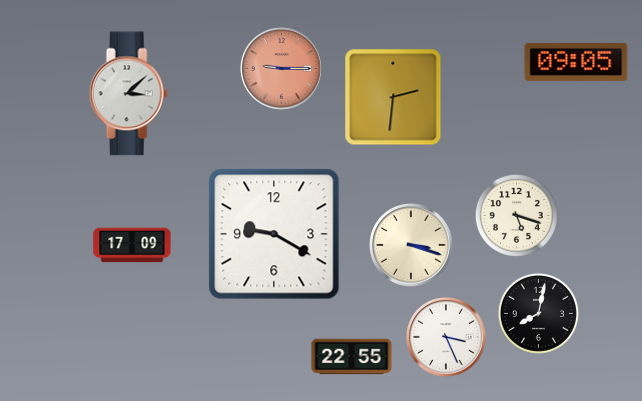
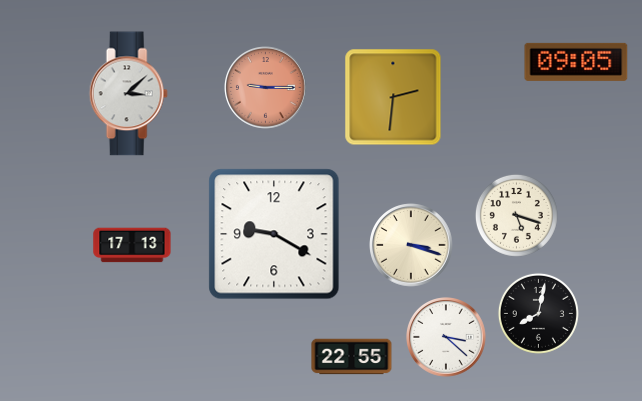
clock at (282, 69) position: (282, 69) -> (266, 88)
clock at (132, 245): 17:09 -> 17:13
clock at (447, 338): 3:26 -> 3:22
